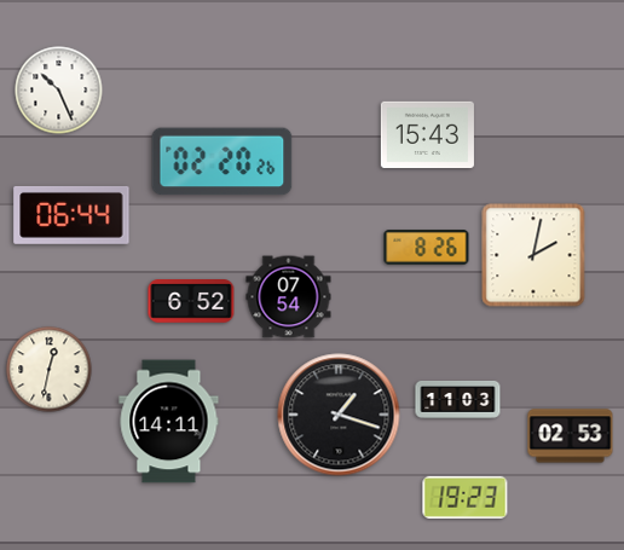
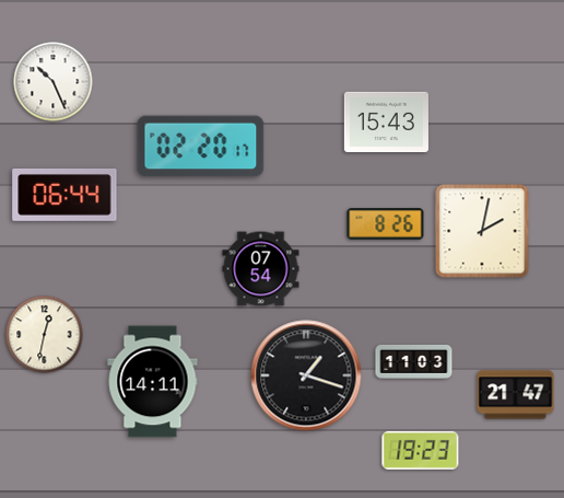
clock at (223, 162): 02:20:26 -> 02:20:17
clock at (191, 301): 6:52 -> none
clock at (571, 436): 02:53 -> 21:47
